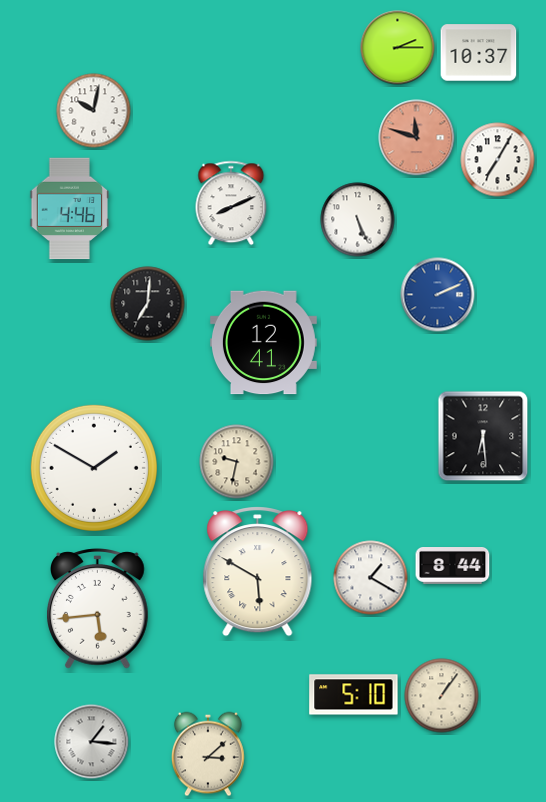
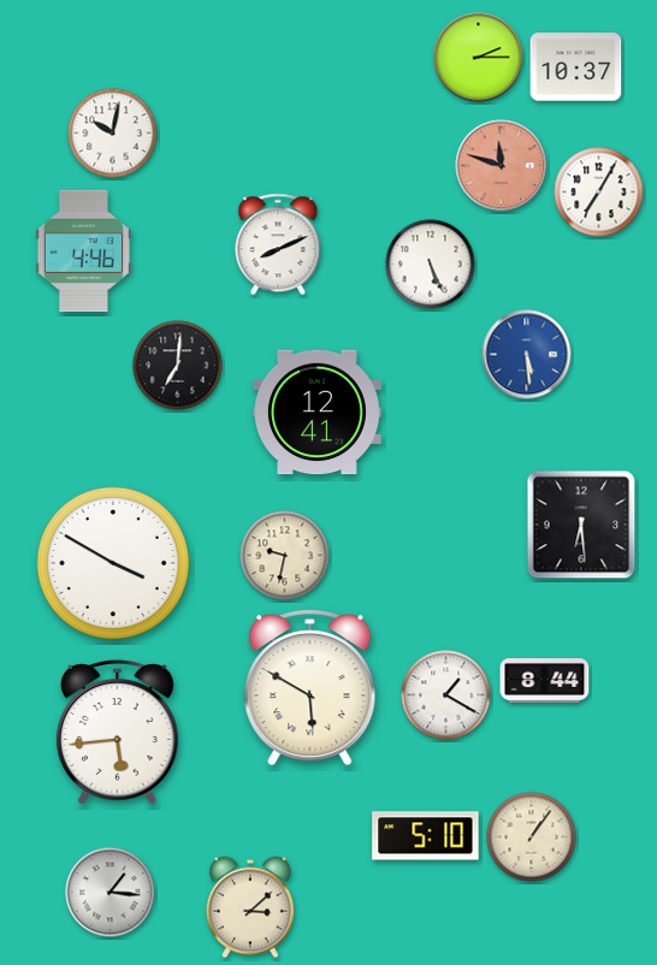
clock at (479, 53) position: (479, 53) -> (576, 67)
clock at (438, 295): 2:11 -> 5:29
clock at (94, 468): 1:50 -> 3:50
